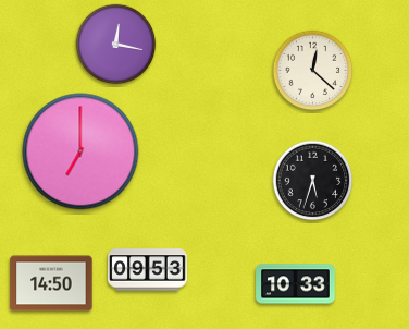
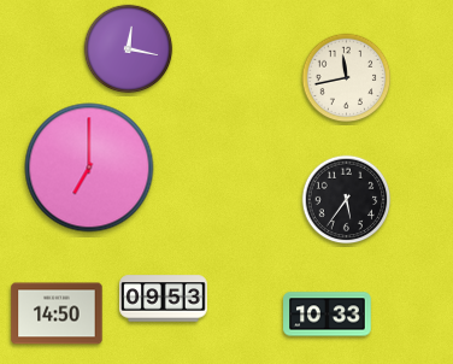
clock at (313, 71): 12:22 -> 11:43
clock at (313, 181): 5:33 -> 5:36
